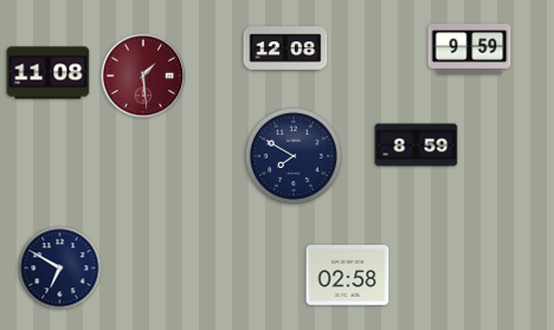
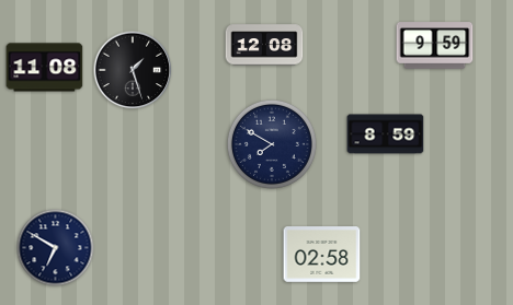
clock at (143, 76): 1:29 -> 1:27
clock at (143, 76) dial: burgundy -> black
